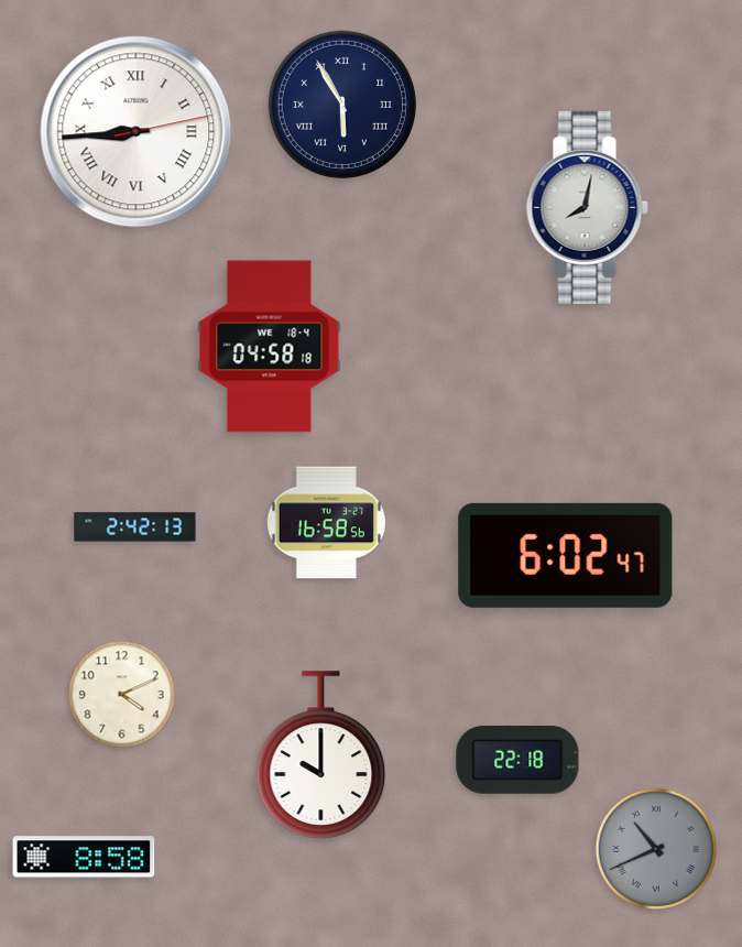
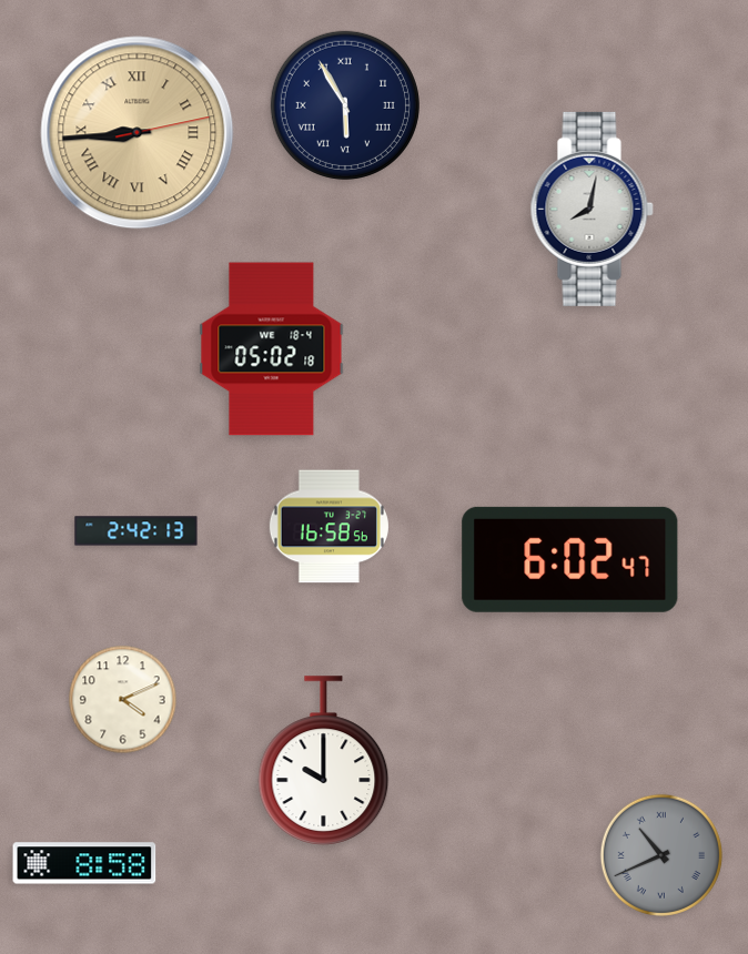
clock at (137, 132) dial: white -> champagne
clock at (270, 347): 04:58 -> 05:02
clock at (517, 760): 22:18 -> none
